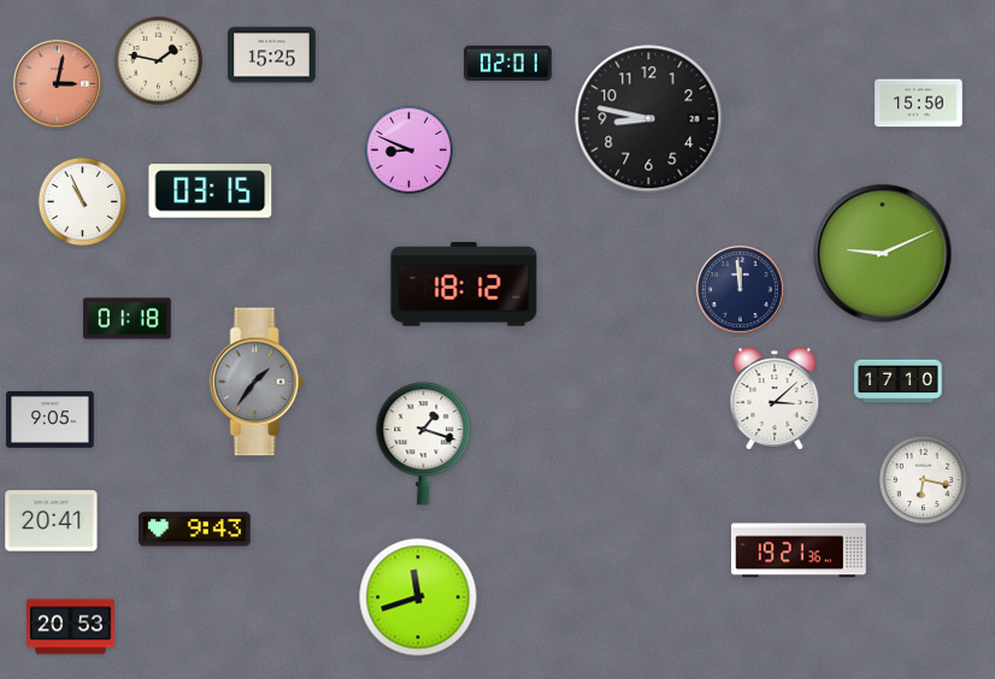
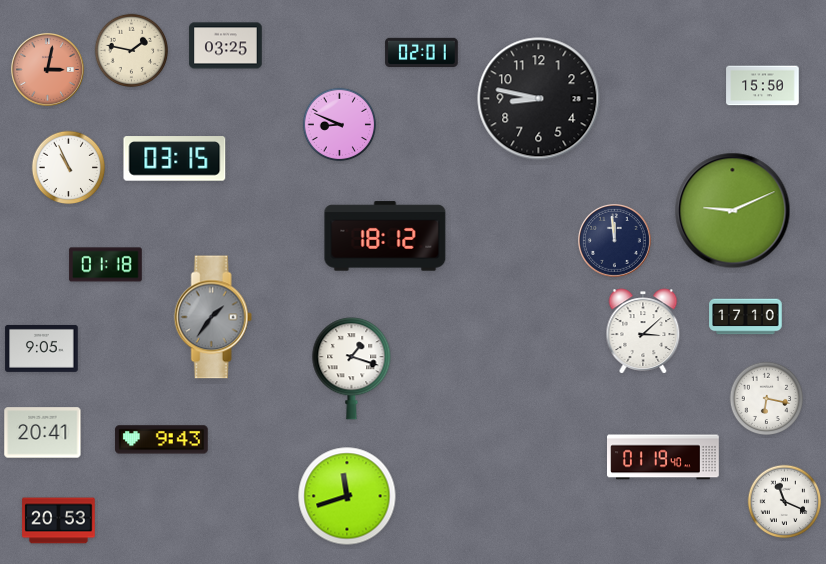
clock at (272, 55): 15:25 -> 03:25
clock at (800, 550): 19:21 -> 01:19
clock at (785, 502): none -> 11:19
